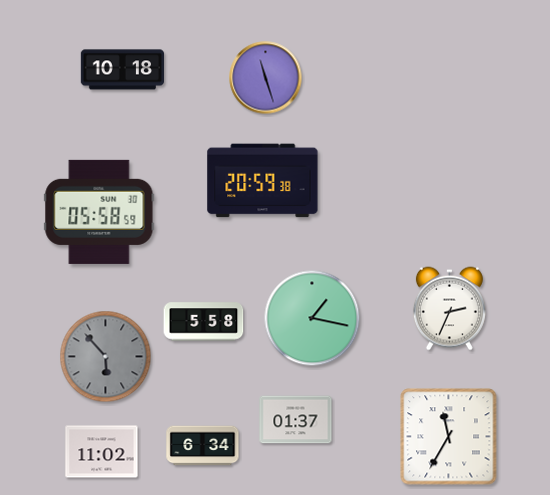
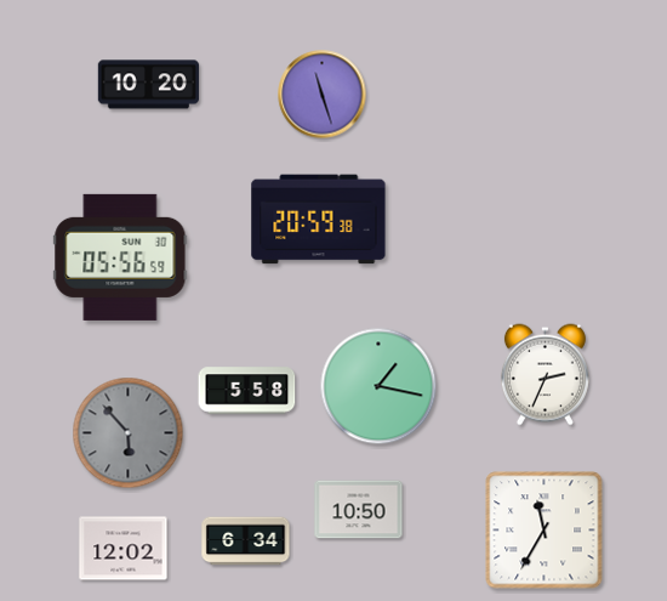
clock at (122, 70): 10:18 -> 10:20
clock at (99, 212): 05:58 -> 05:56
clock at (296, 420): 01:37 -> 10:50
clock at (102, 452): 11:02 -> 12:02
